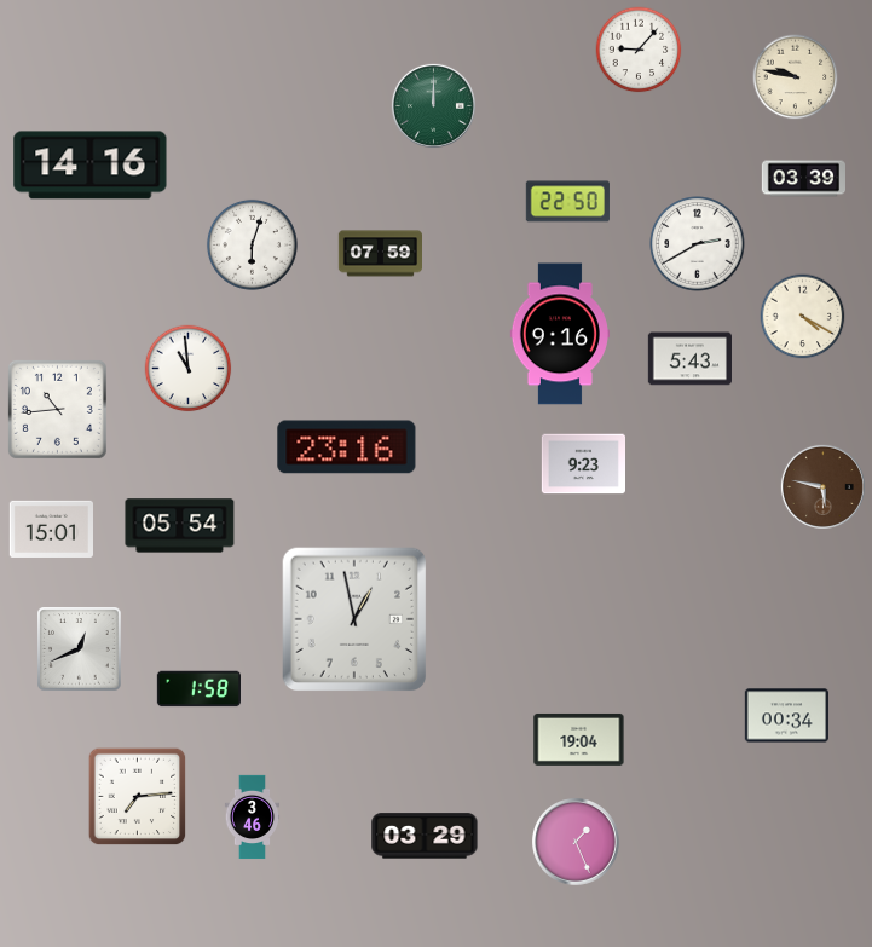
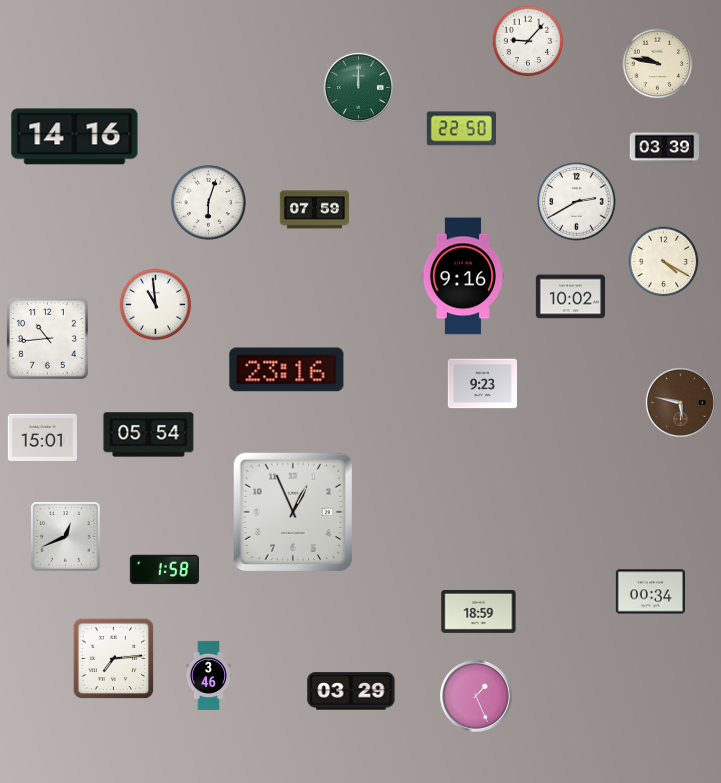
clock at (567, 202) position: (567, 202) -> (461, 129)
clock at (689, 359): 5:43 -> 10:02
clock at (353, 618): 12:58 -> 12:56
clock at (579, 739): 19:04 -> 18:59
